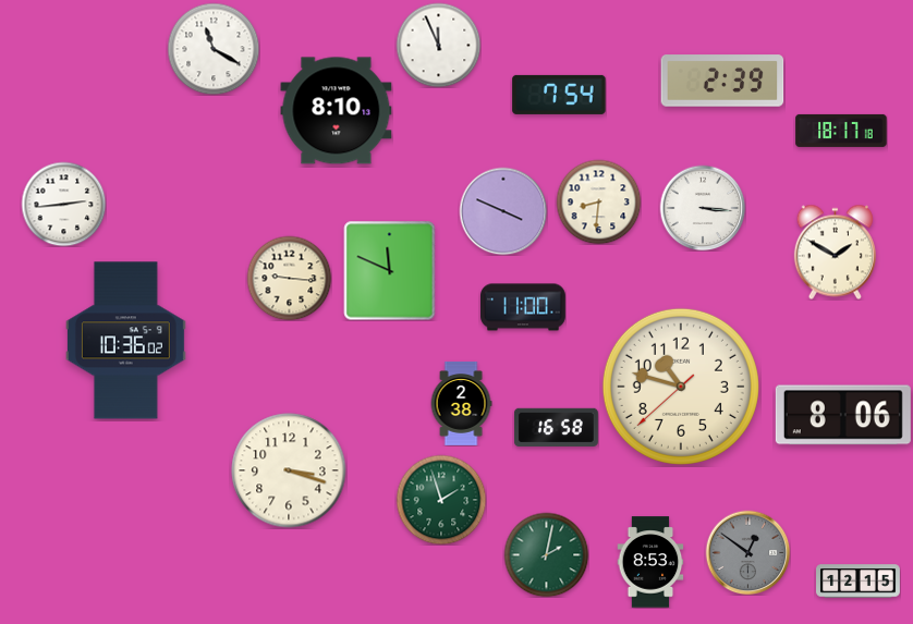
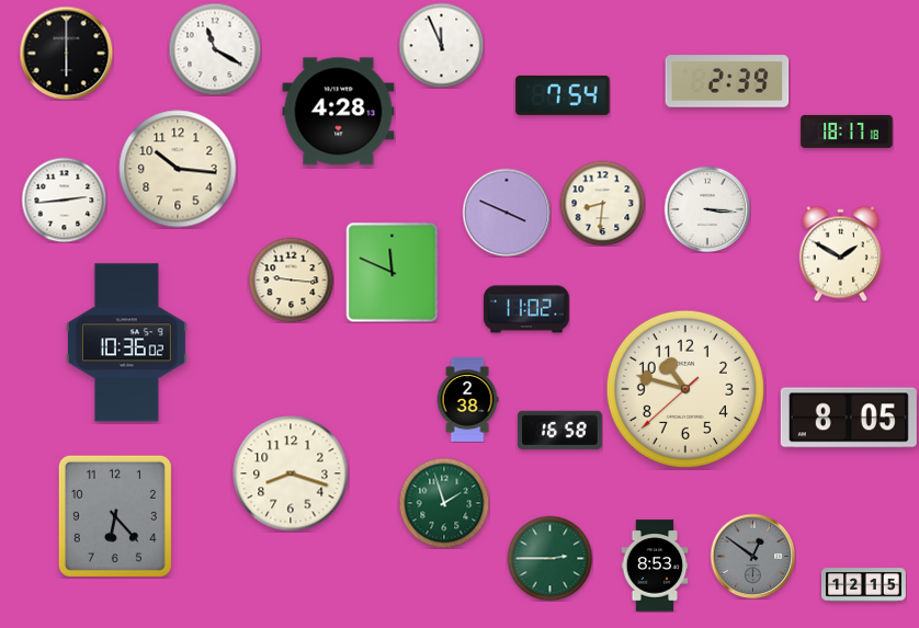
clock at (66, 53): none -> 6:00
clock at (337, 111): 8:10 -> 4:28
clock at (178, 169): none -> 10:16
clock at (63, 204) position: (63, 204) -> (64, 199)
clock at (524, 307): 11:00 -> 11:02
clock at (461, 404) position: (461, 404) -> (467, 400)
clock at (843, 415): 8:06 -> 8:05
clock at (289, 470): 3:18 -> 8:18
clock at (115, 516): none -> 6:23
clock at (546, 554): 2:02 -> 2:45
